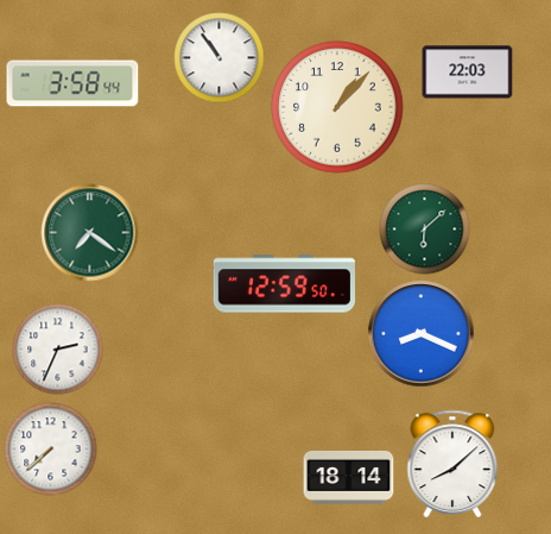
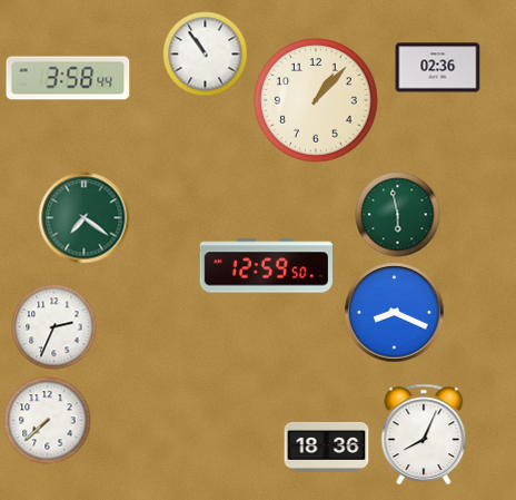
clock at (468, 73): 22:03 -> 02:36
clock at (425, 230): 6:08 -> 5:58
clock at (452, 464): 8:08 -> 8:04
clock at (349, 477): 18:14 -> 18:36
